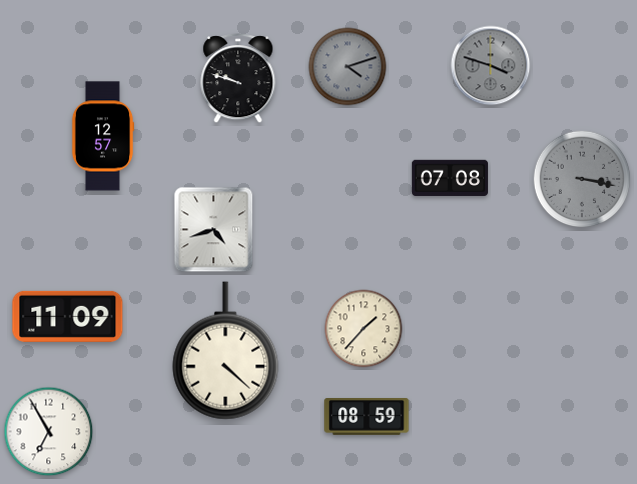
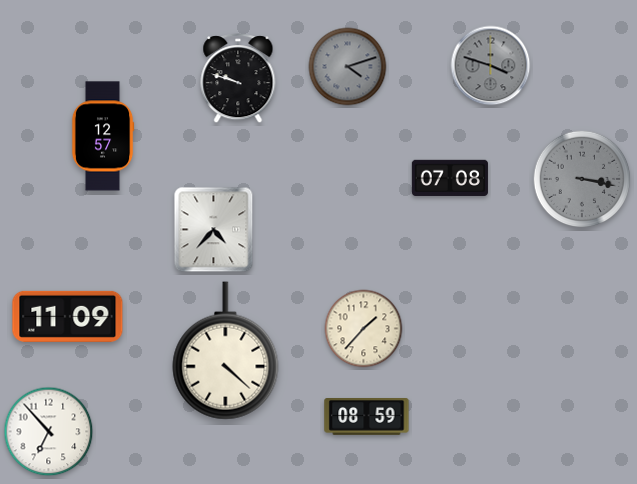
clock at (214, 230): 4:42 -> 4:37
clock at (49, 432): 6:55 -> 6:53
